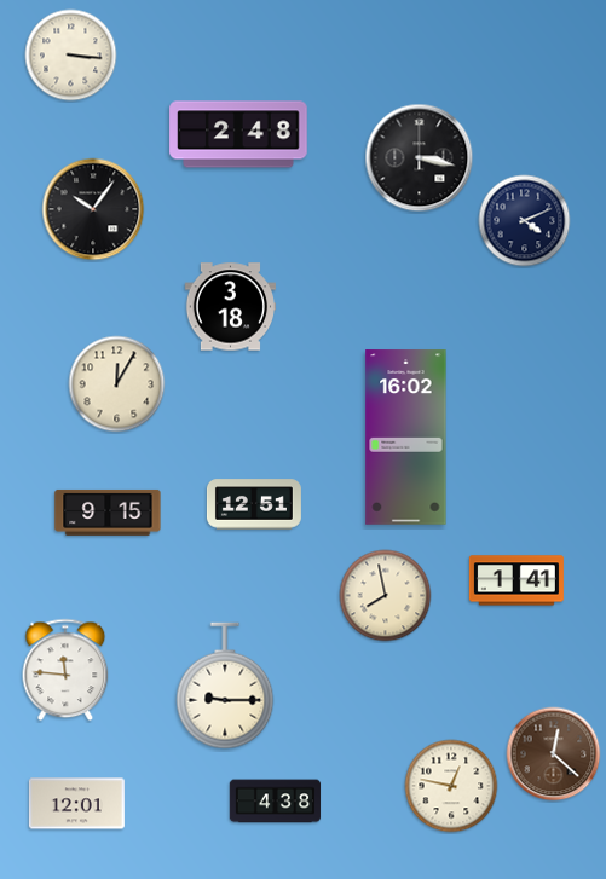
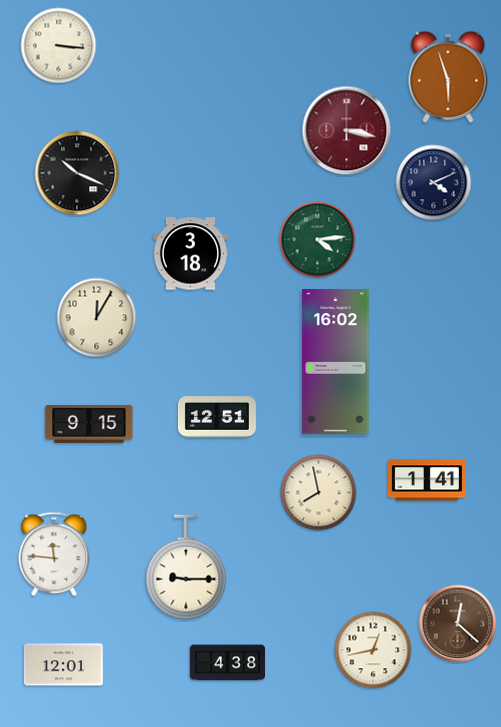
clock at (448, 77): none -> 5:57
clock at (238, 134): 2:48 -> none
clock at (420, 158) dial: black -> burgundy
clock at (93, 209): 10:06 -> 10:19
clock at (318, 240): none -> 4:14
clock at (254, 504) position: (254, 504) -> (217, 417)
clock at (451, 786): 12:47 -> 12:43
